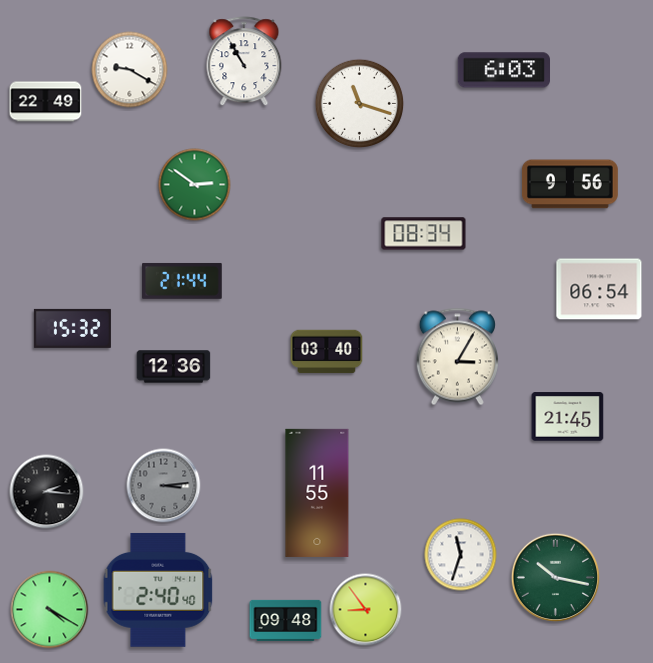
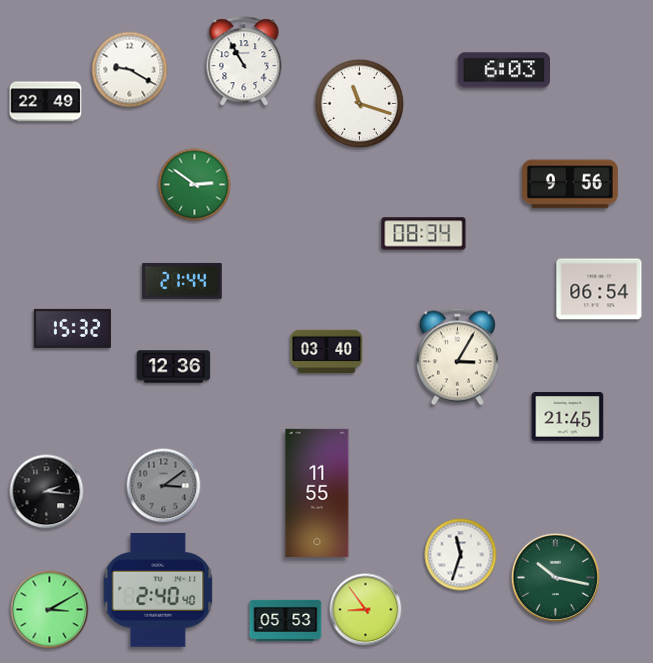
clock at (164, 486): 3:14 -> 3:09
clock at (50, 610): 4:20 -> 3:10
clock at (286, 620): 09:48 -> 05:53
